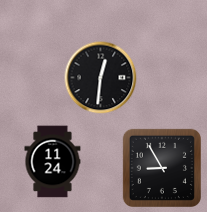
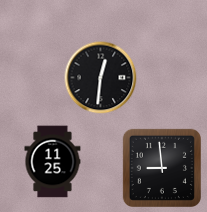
clock at (53, 162): 11:24 -> 11:25
clock at (162, 168): 8:55 -> 8:59
